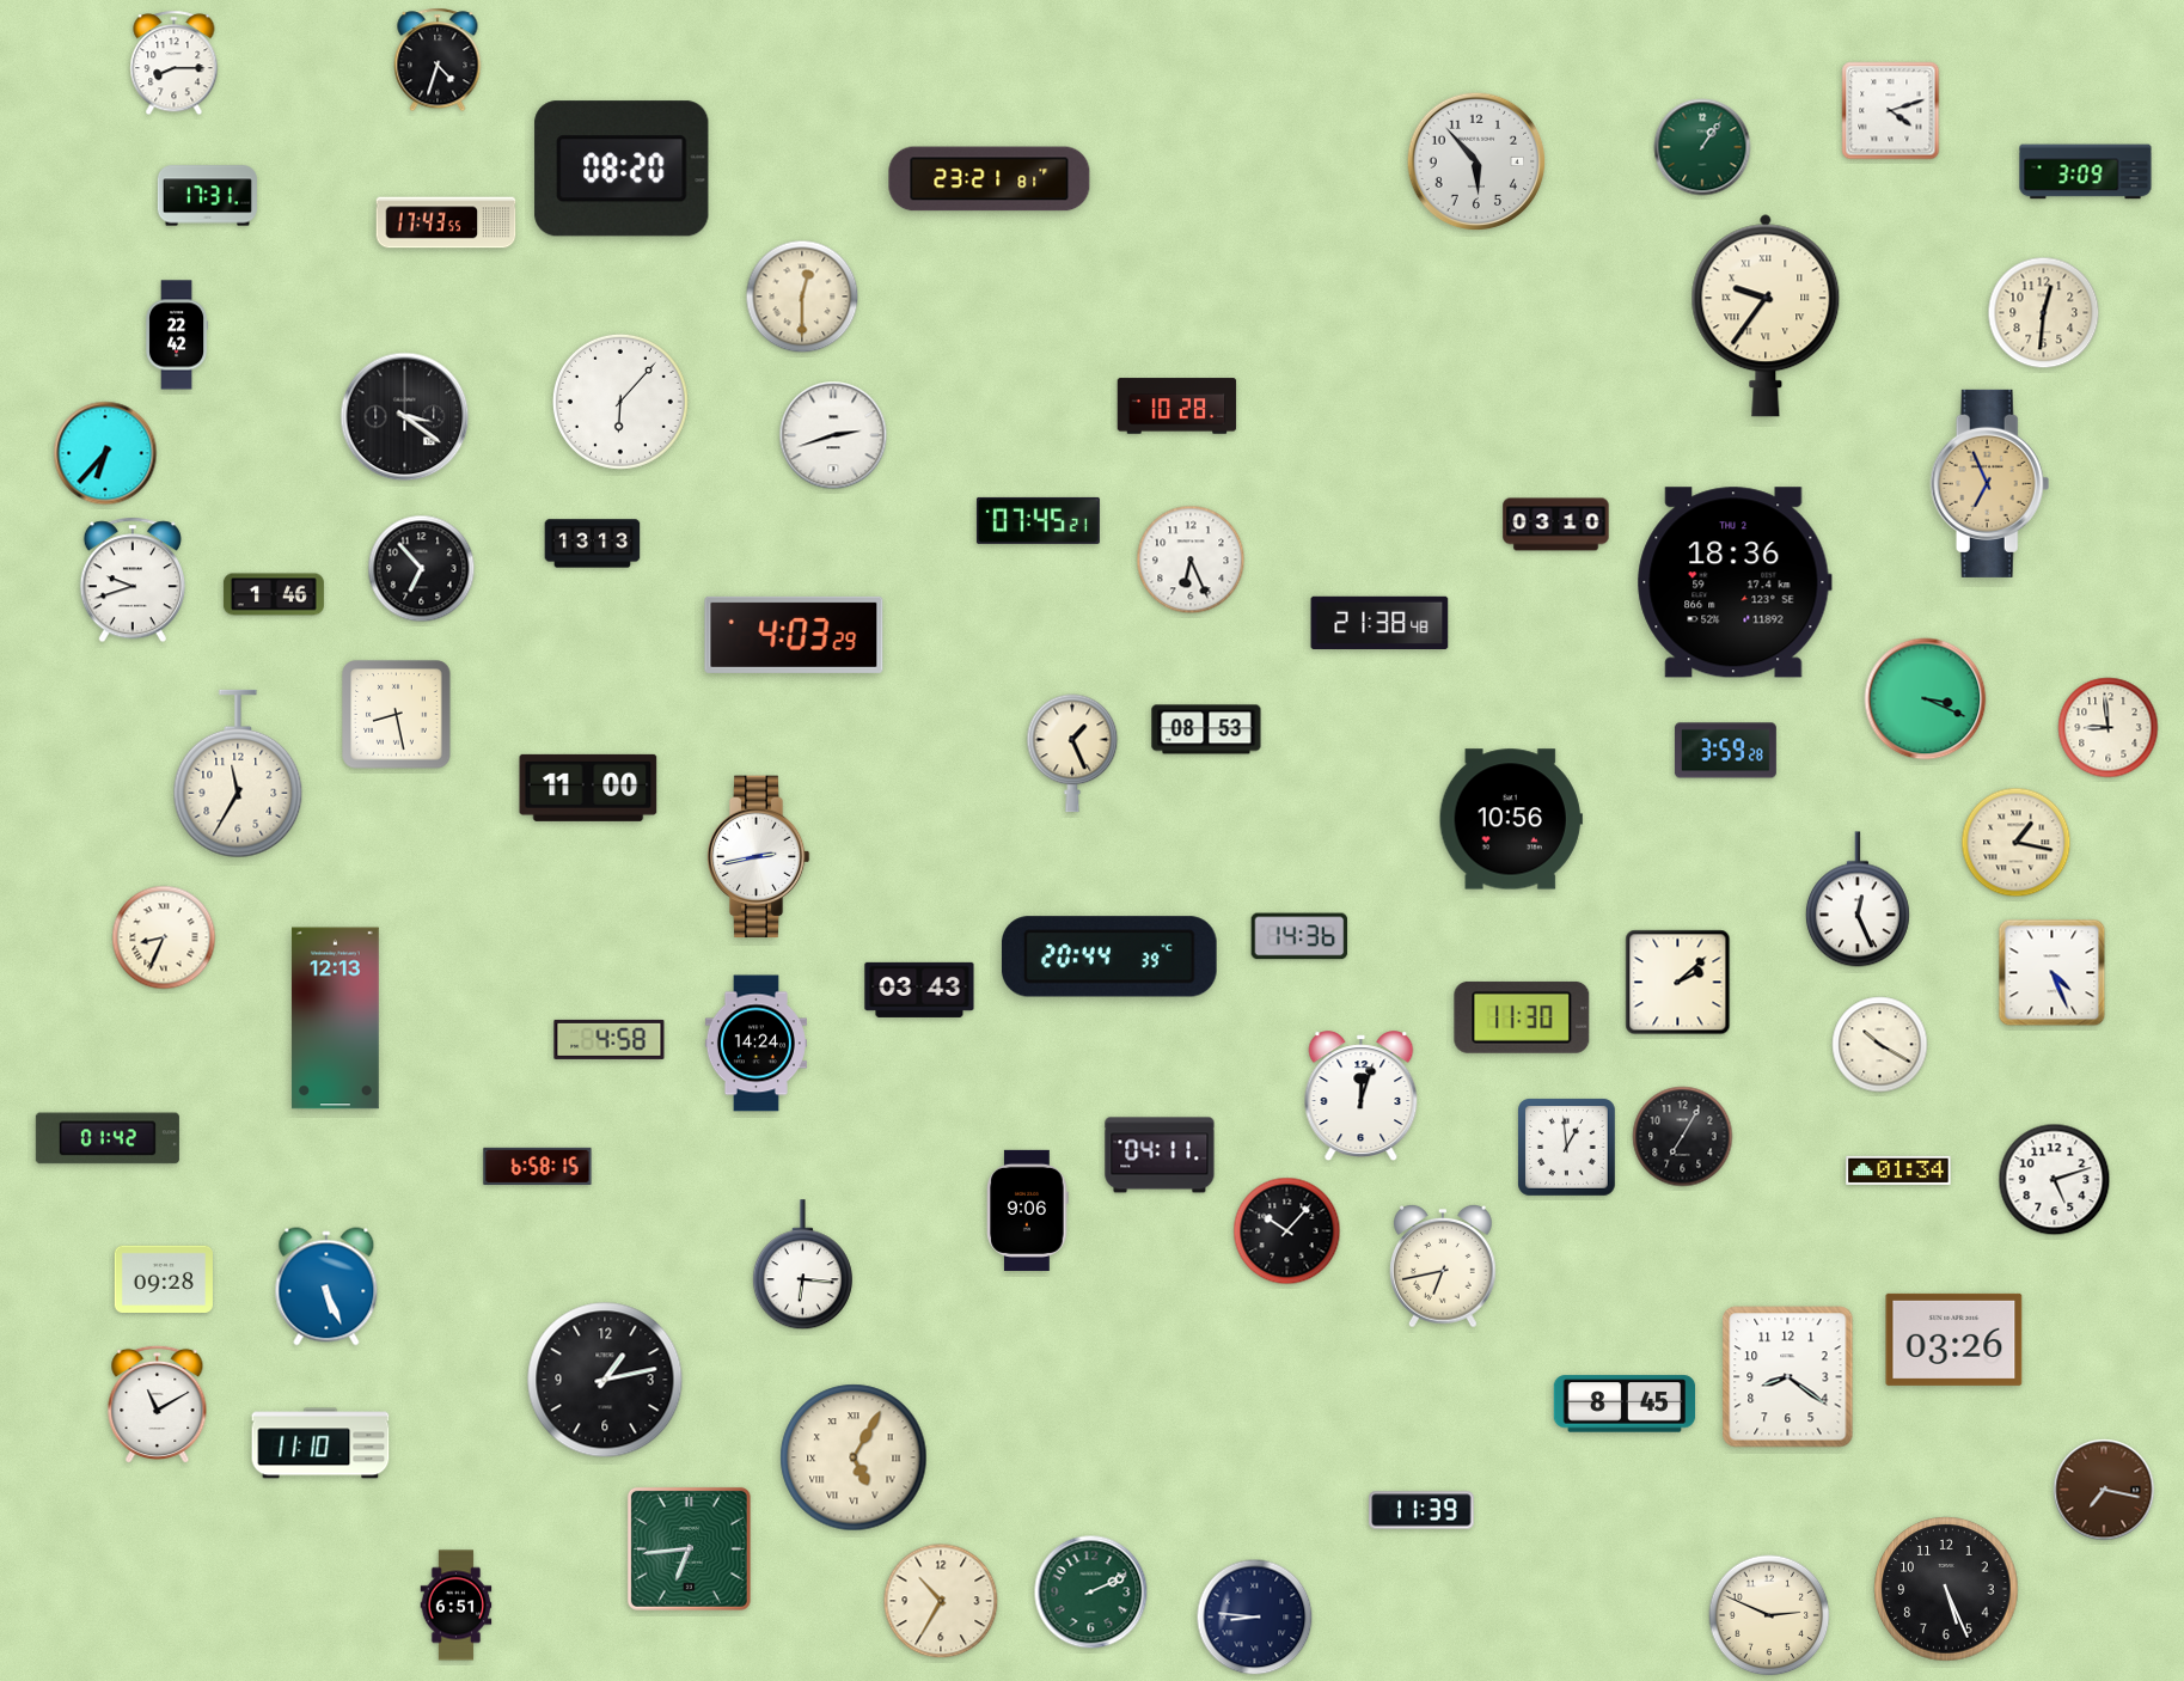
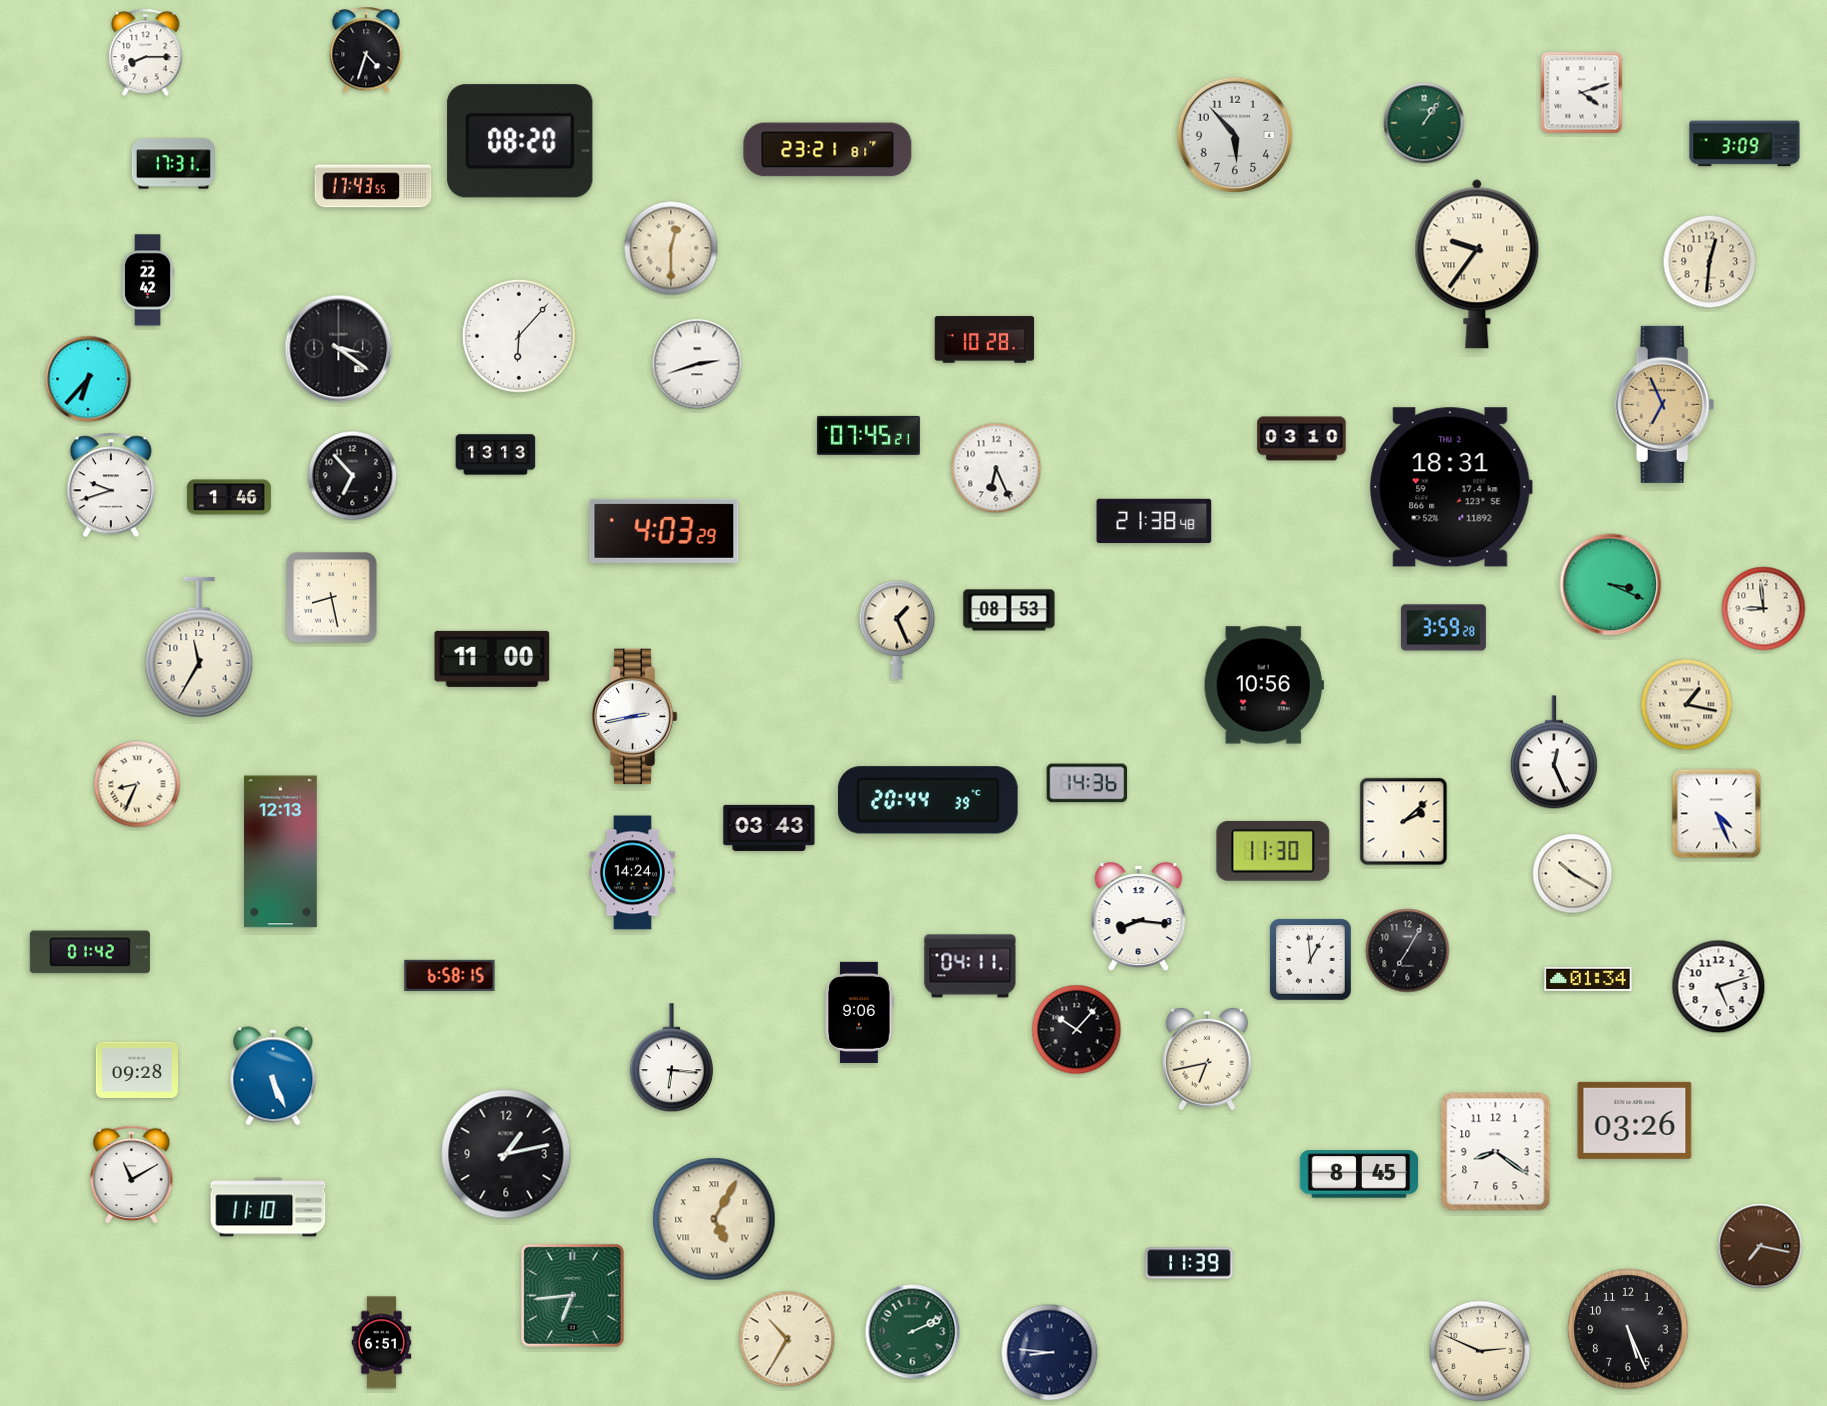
clock at (1735, 582): 18:36 -> 18:31
clock at (610, 1039): 4:58 -> none
clock at (1362, 1095): 12:03 -> 8:16
clock at (689, 1548) position: (689, 1548) -> (572, 1295)
